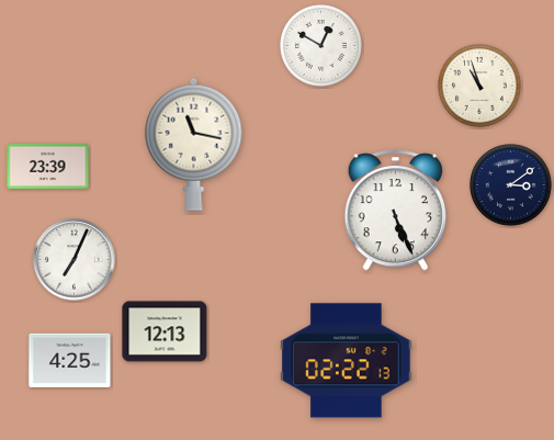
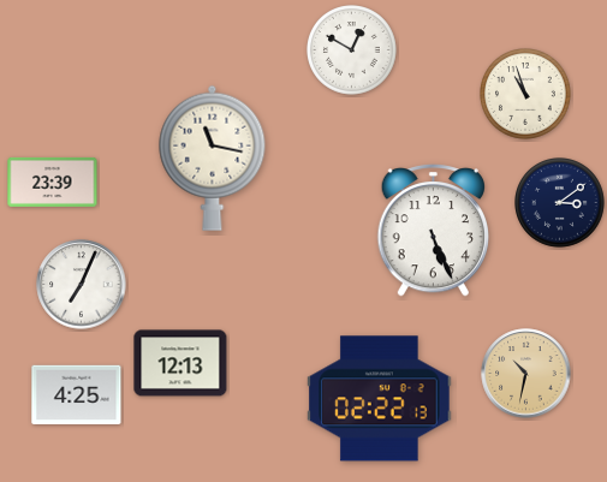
clock at (526, 374): none -> 10:32
clock at (347, 361) position: (347, 361) -> (380, 399)
